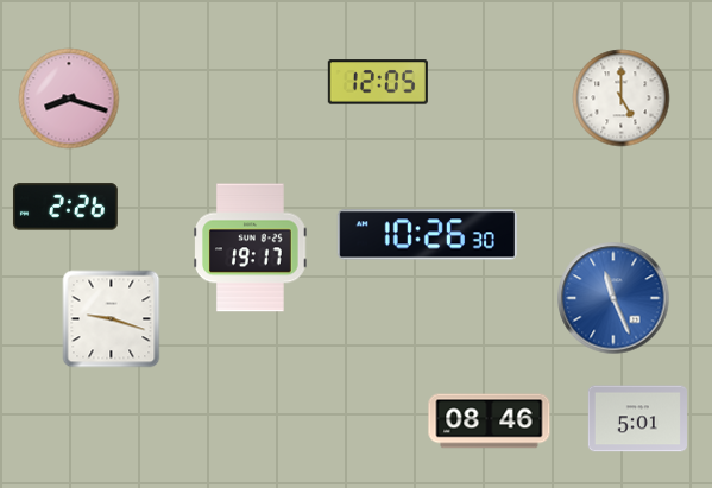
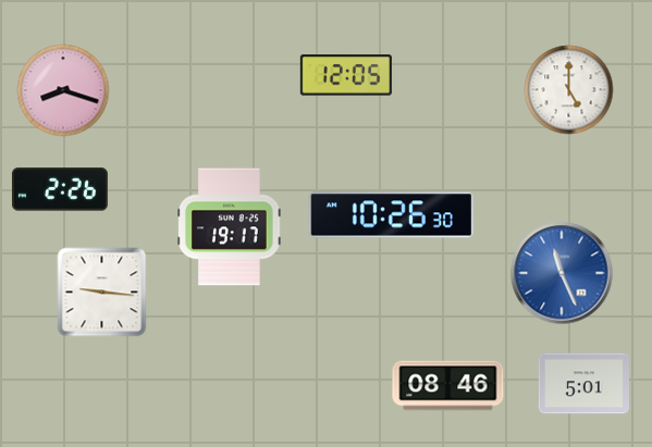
clock at (112, 319): 9:18 -> 9:16
